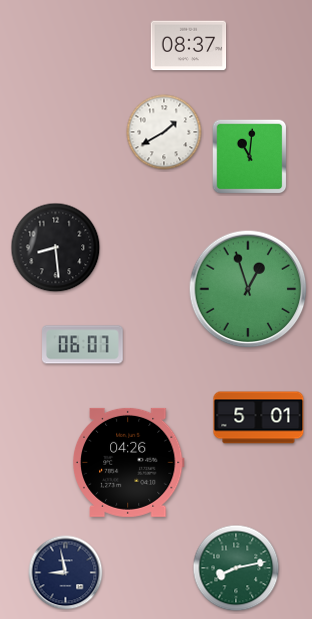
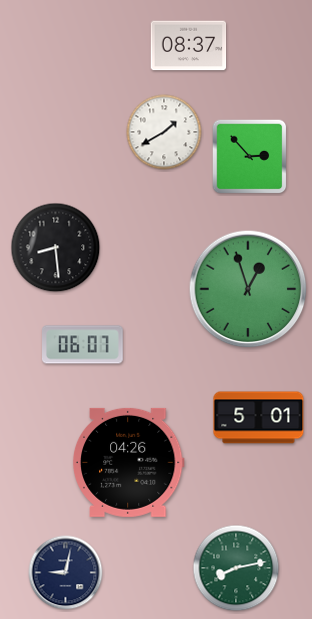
clock at (250, 157): 11:01 -> 2:53
clock at (66, 573): 8:58 -> 9:02
